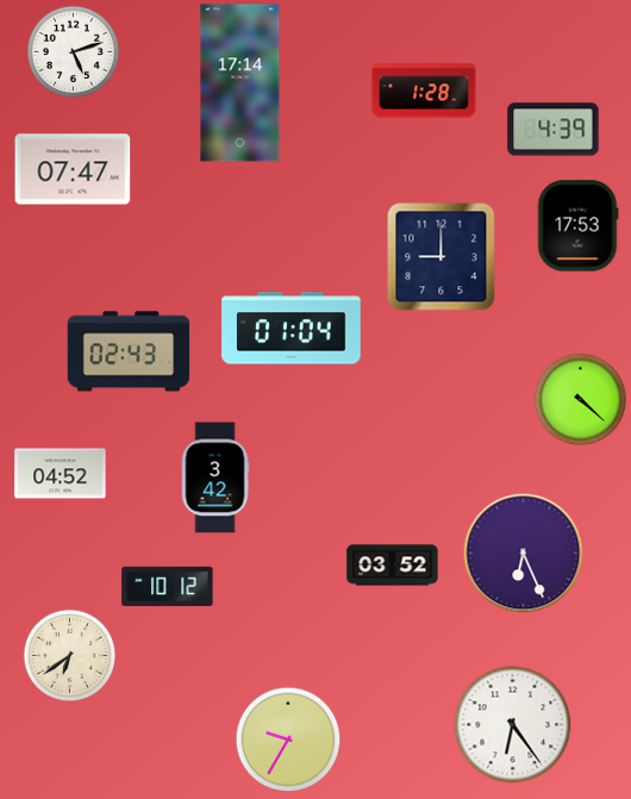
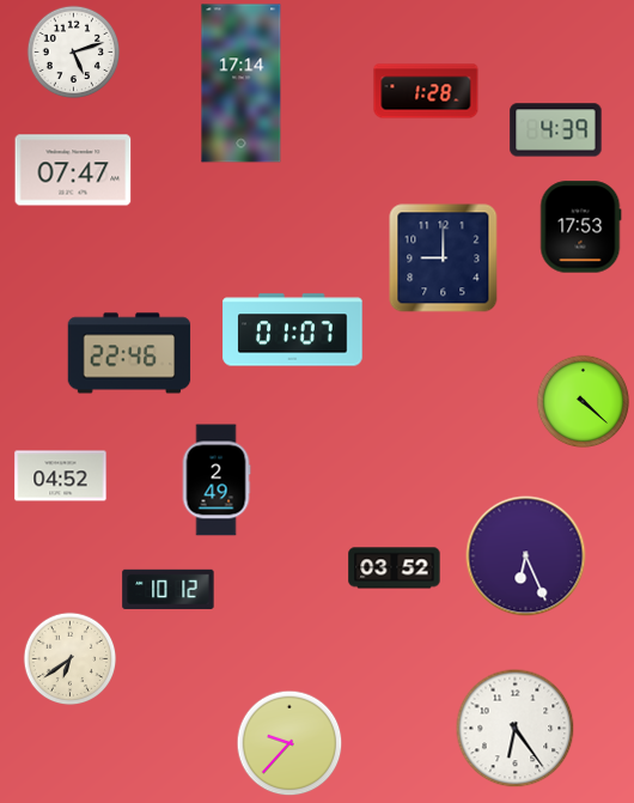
clock at (292, 329): 01:04 -> 01:07
clock at (129, 351): 02:43 -> 22:46
clock at (215, 477): 3:42 -> 2:49
clock at (288, 739): 9:35 -> 9:37
